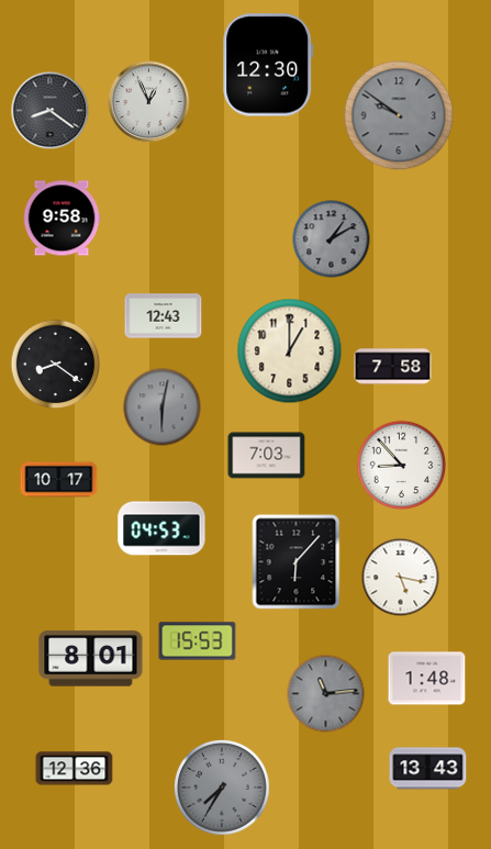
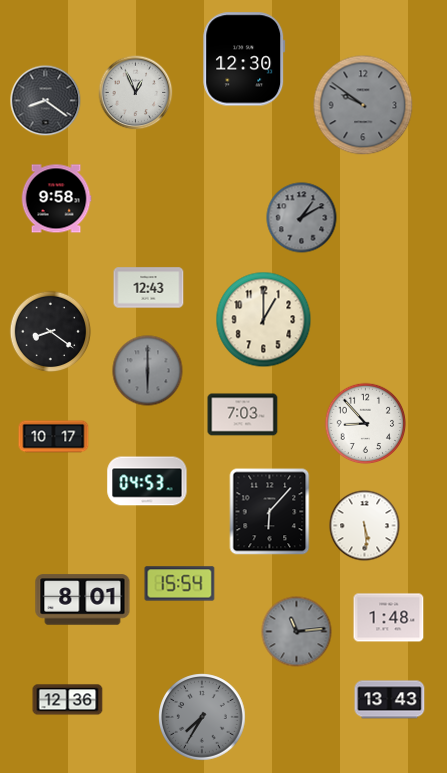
clock at (393, 367): 7:58 -> none
clock at (163, 407): 6:02 -> 6:00
clock at (401, 578): 5:17 -> 5:29
clock at (198, 641): 15:53 -> 15:54
